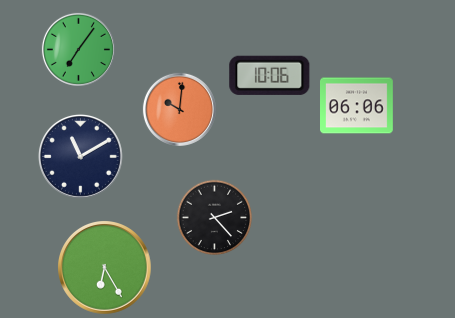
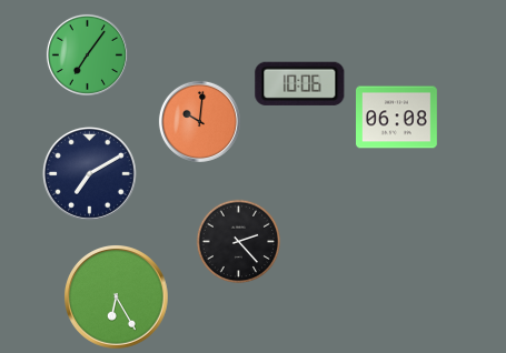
clock at (357, 106): 06:06 -> 06:08
clock at (80, 156): 11:10 -> 7:10
